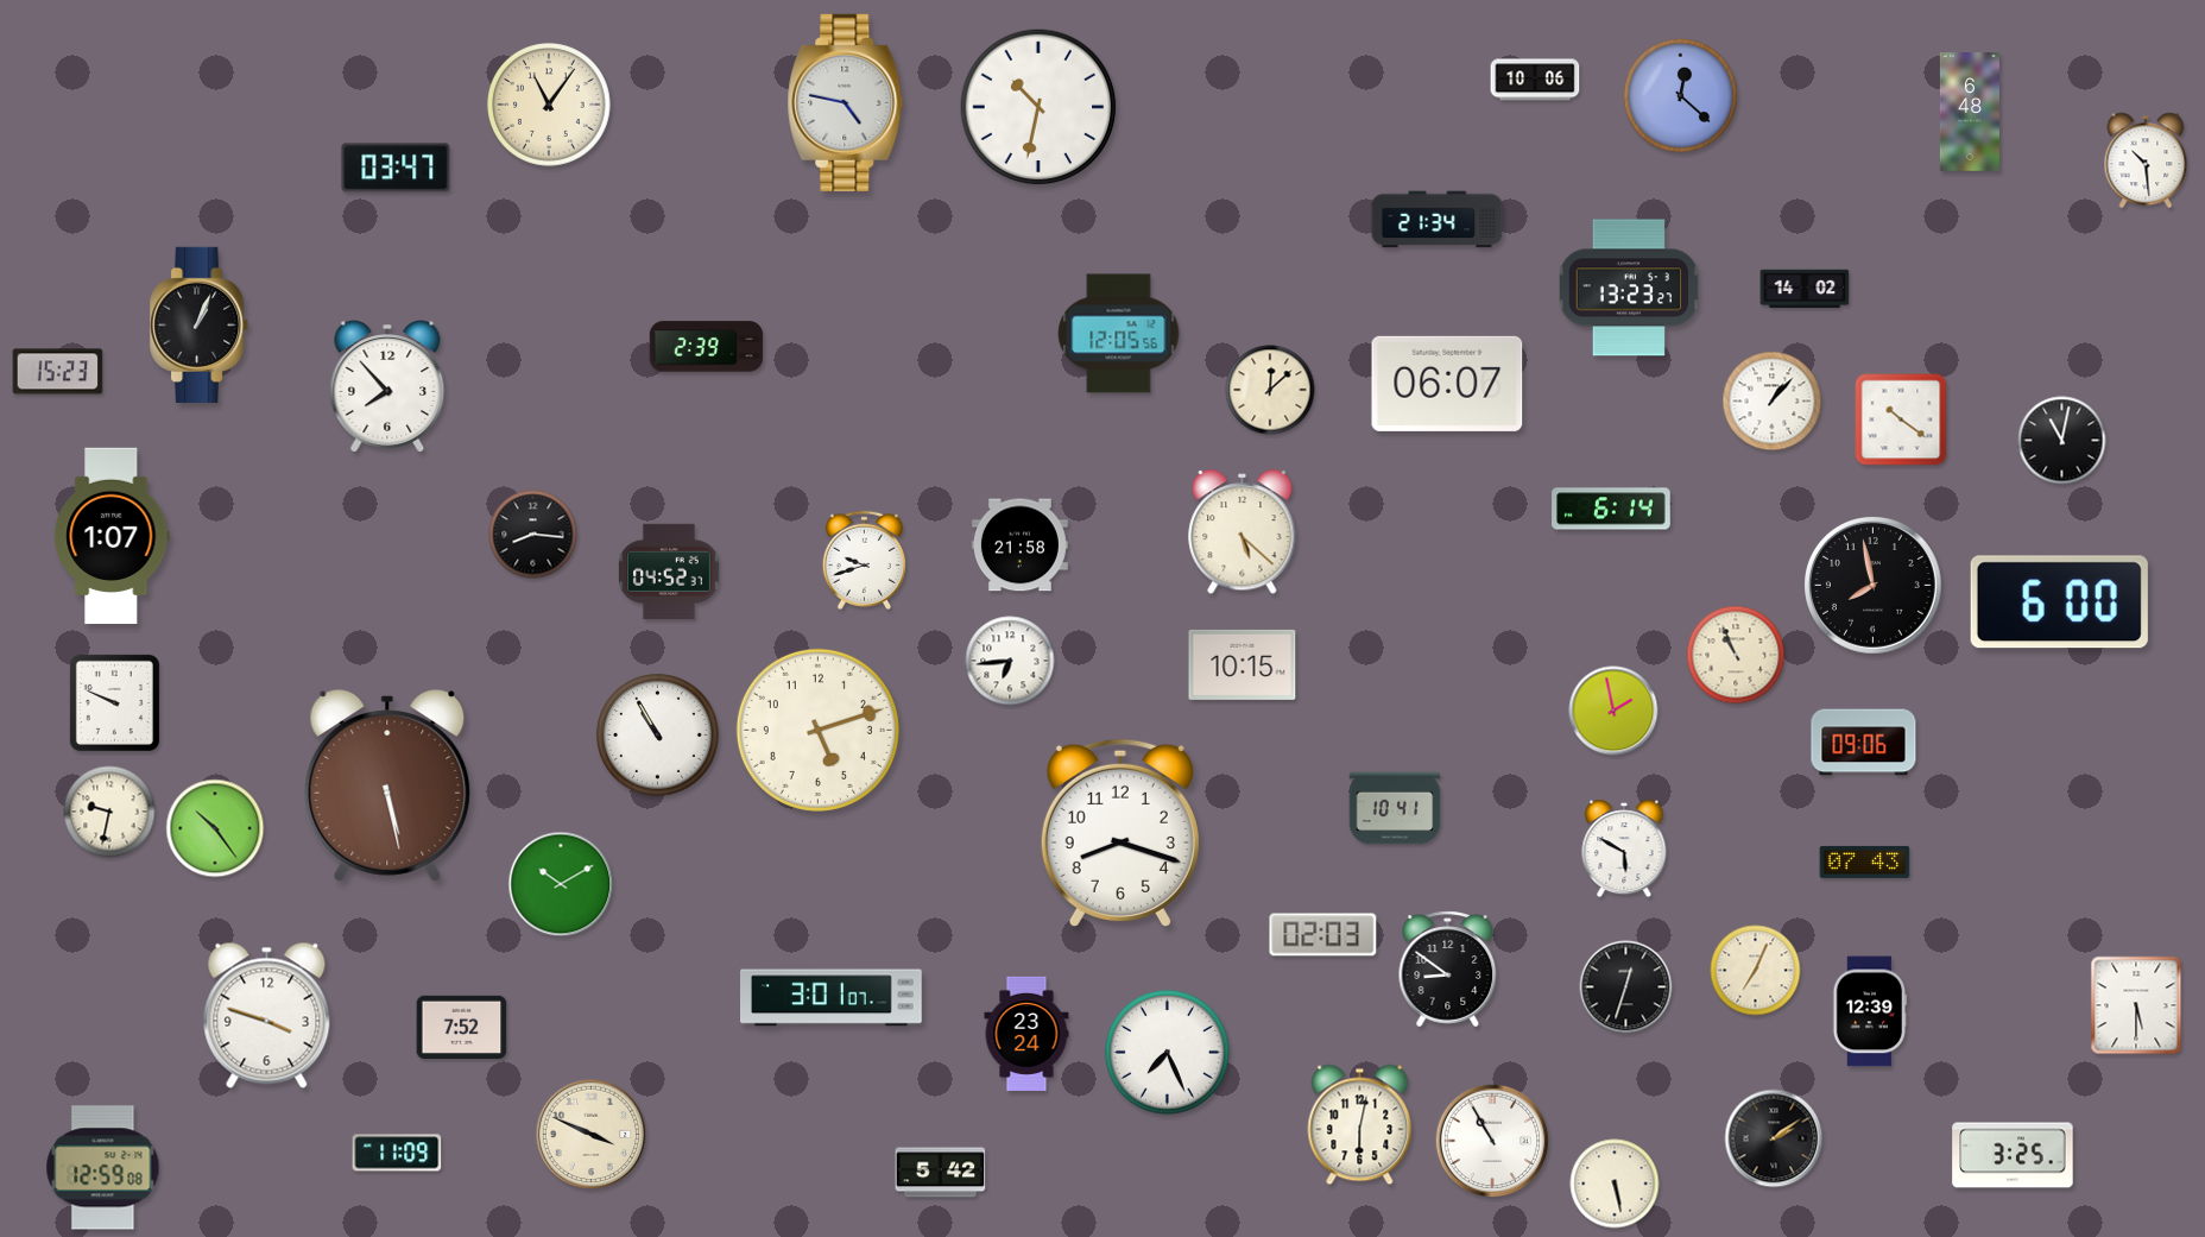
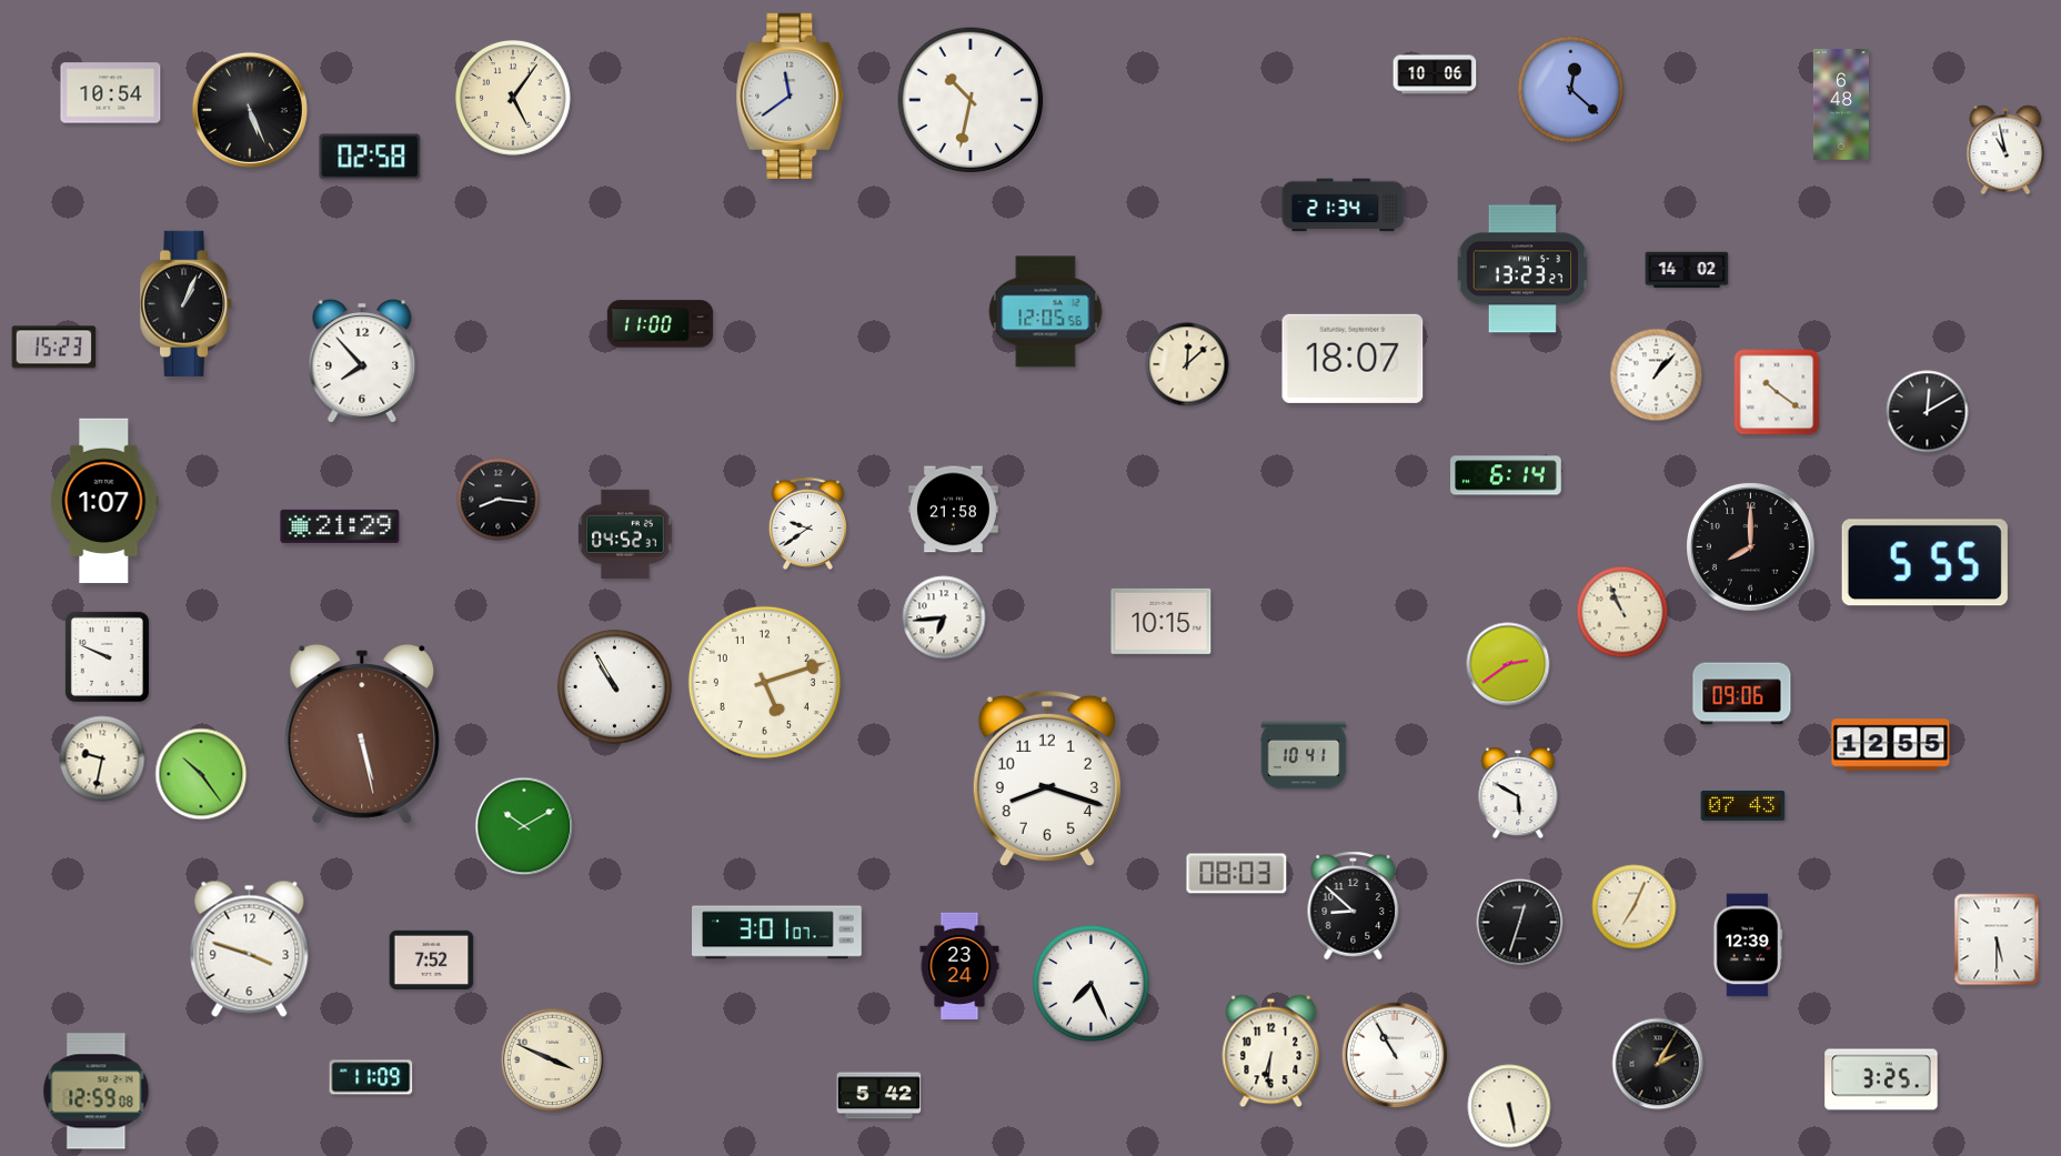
clock at (111, 93): none -> 10:54
clock at (846, 102): 4:47 -> 11:39
clock at (550, 106): 11:06 -> 5:06
clock at (250, 110): none -> 5:26
clock at (2146, 160): 10:29 -> 10:58
clock at (396, 168): 03:47 -> 02:58
clock at (707, 347): 2:39 -> 11:00
clock at (1447, 384): 06:07 -> 18:07
clock at (2062, 441): 11:02 -> 12:10
clock at (1243, 532): 5:22 -> none
clock at (864, 560): 9:42 -> 9:39
clock at (340, 526): none -> 21:29
clock at (1874, 586): 7:58 -> 8:00
clock at (2059, 602): 6:00 -> 5:55
clock at (1613, 711): 1:58 -> 2:39
clock at (1891, 745): none -> 12:55
clock at (1323, 935): 02:03 -> 08:03
clock at (1448, 970): 8:51 -> 8:52
clock at (1756, 971) position: (1756, 971) -> (1635, 907)
clock at (1360, 1125): 6:02 -> 6:31
clock at (1774, 1138): 2:09 -> 2:05
clock at (1492, 1141) position: (1492, 1141) -> (1395, 1055)
